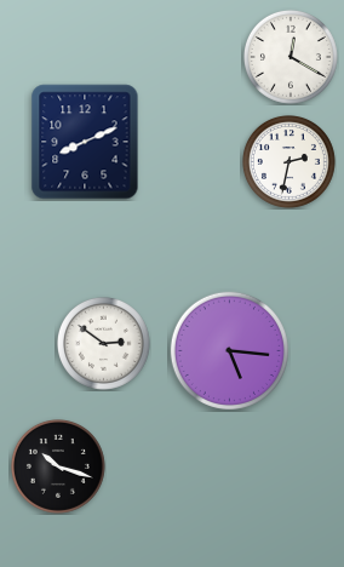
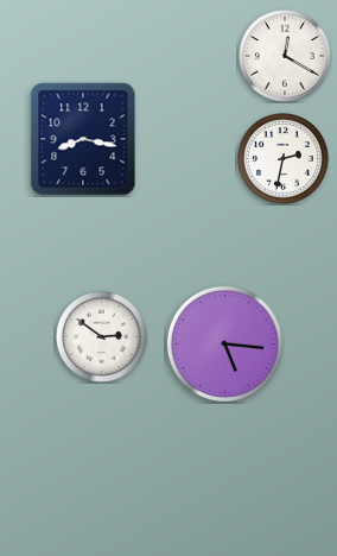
clock at (85, 142): 8:11 -> 8:17
clock at (58, 466): 10:18 -> none
